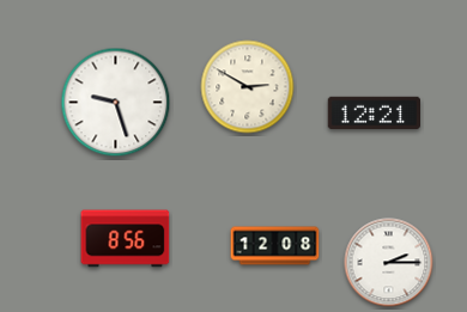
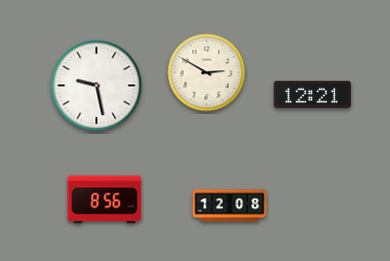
clock at (116, 103): 9:27 -> 9:28
clock at (389, 263): 2:15 -> none
